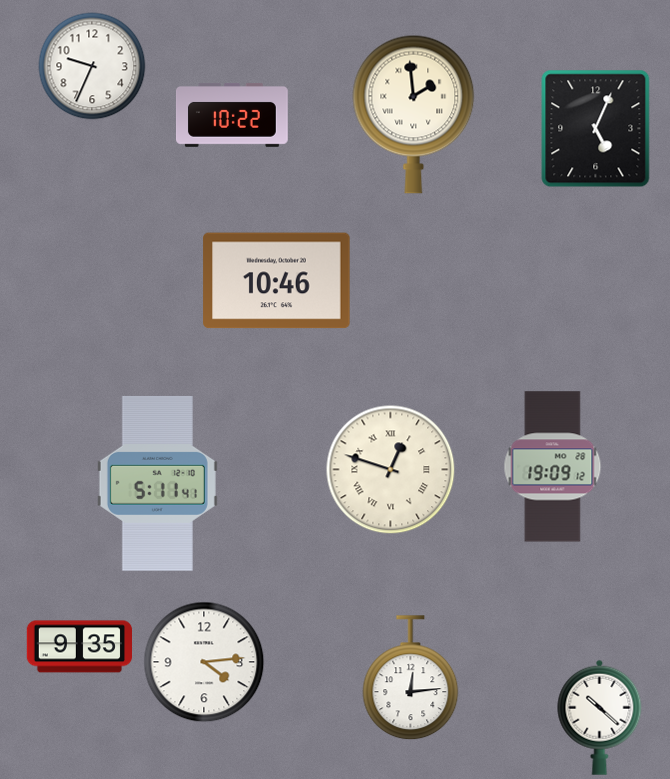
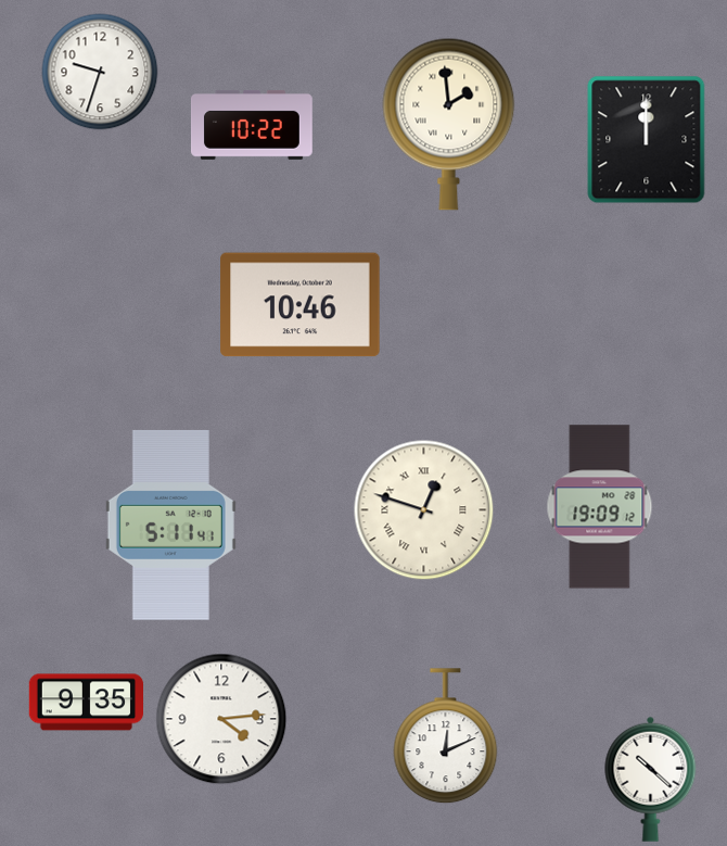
clock at (92, 66): 9:34 -> 9:33
clock at (596, 129): 5:04 -> 12:00
clock at (411, 678): 12:14 -> 12:11
